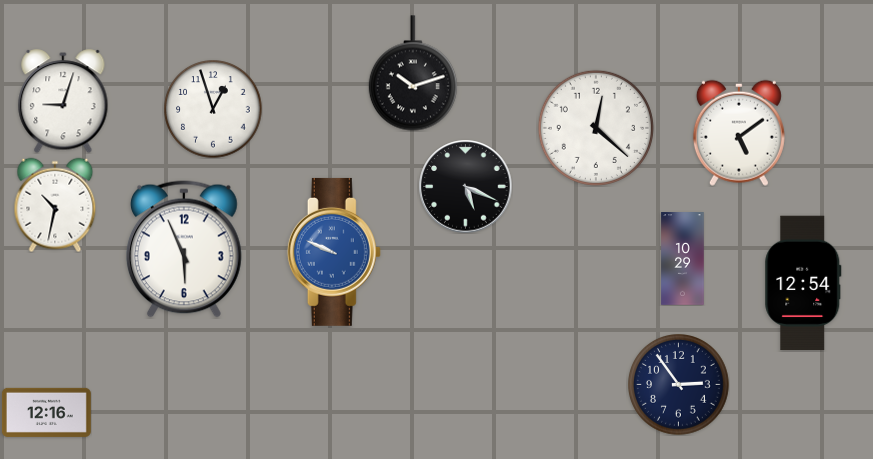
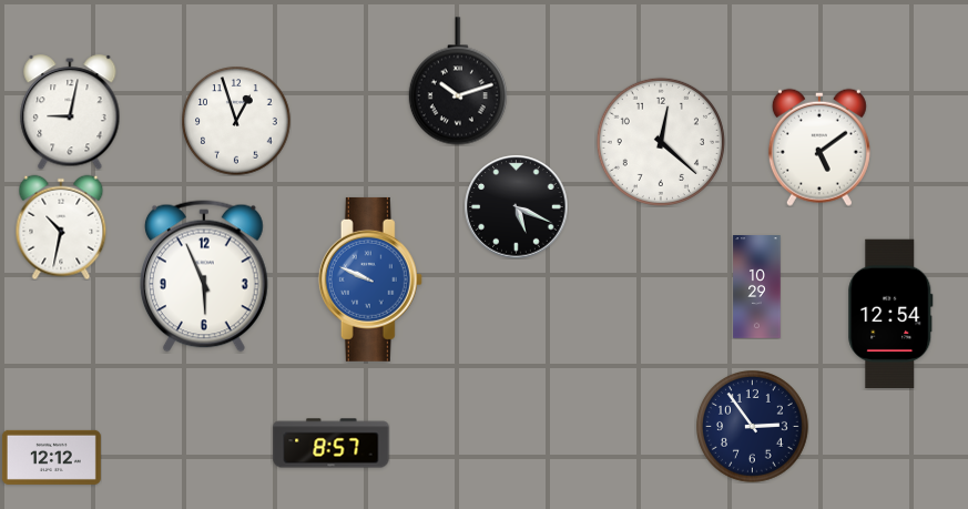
clock at (63, 101): 9:03 -> 9:02
clock at (332, 444): none -> 8:57
clock at (46, 412): 12:16 -> 12:12
